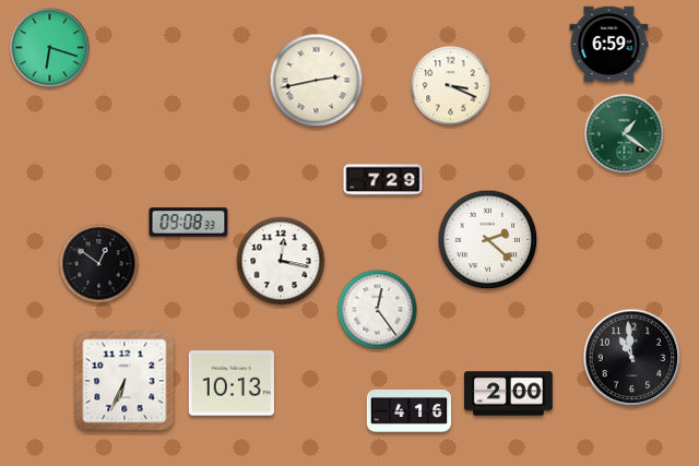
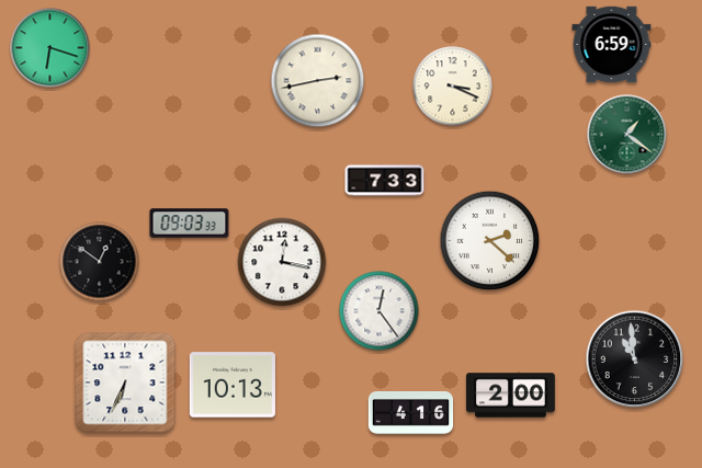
clock at (383, 180): 7:29 -> 7:33
clock at (189, 223): 09:08 -> 09:03
clock at (99, 264) position: (99, 264) -> (100, 262)
